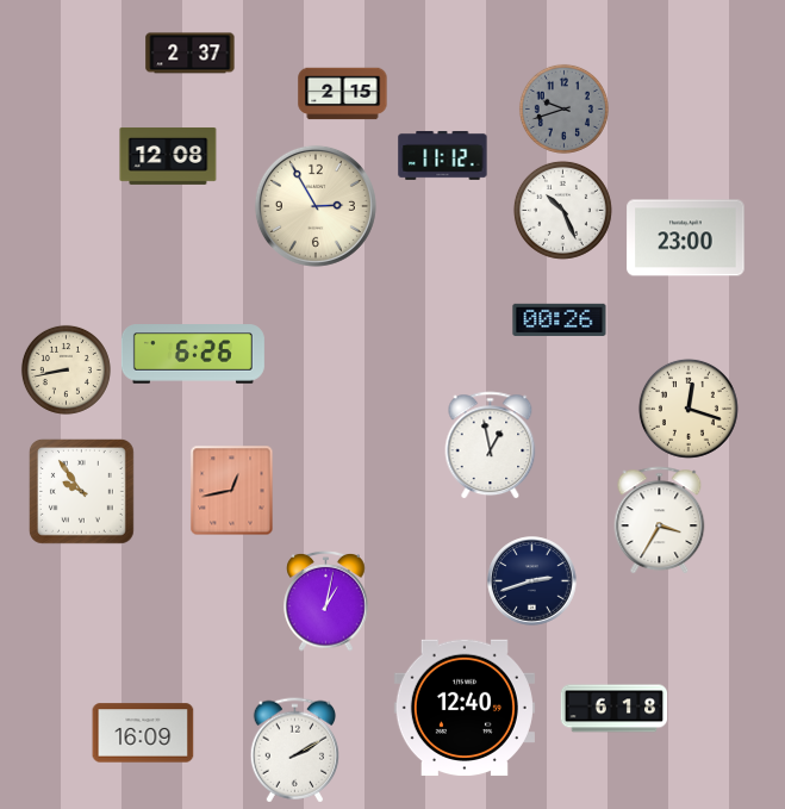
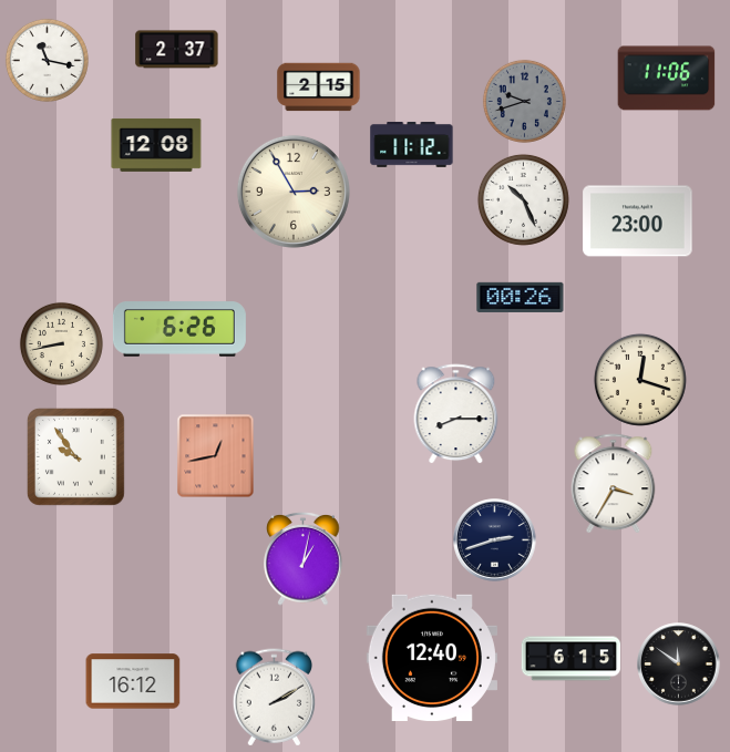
clock at (47, 60): none -> 11:17
clock at (667, 79): none -> 11:06
clock at (562, 210) position: (562, 210) -> (523, 199)
clock at (491, 446): 12:58 -> 8:15
clock at (615, 709): 6:18 -> 6:15
clock at (679, 665): none -> 11:51
clock at (143, 733): 16:09 -> 16:12
